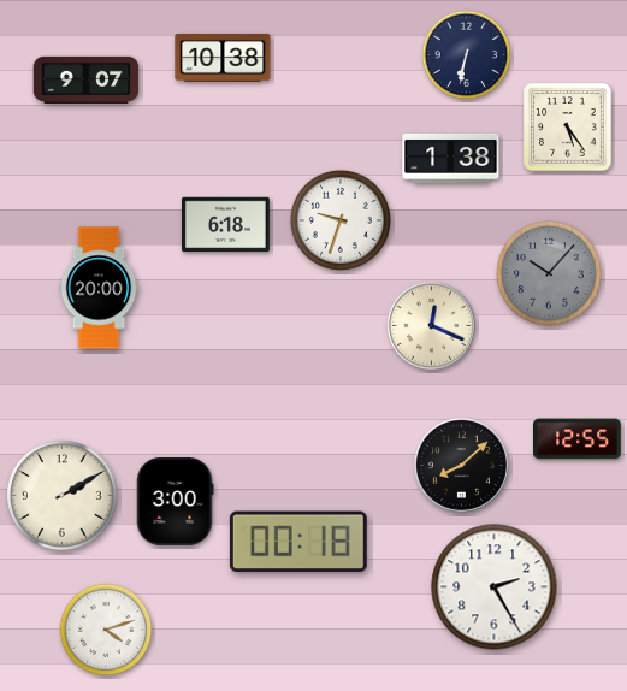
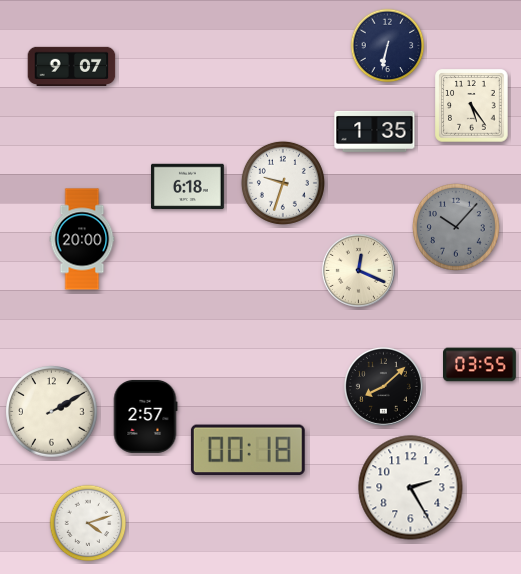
clock at (223, 58): 10:38 -> none
clock at (451, 158): 1:38 -> 1:35
clock at (578, 439): 12:55 -> 03:55
clock at (175, 501): 3:00 -> 2:57
